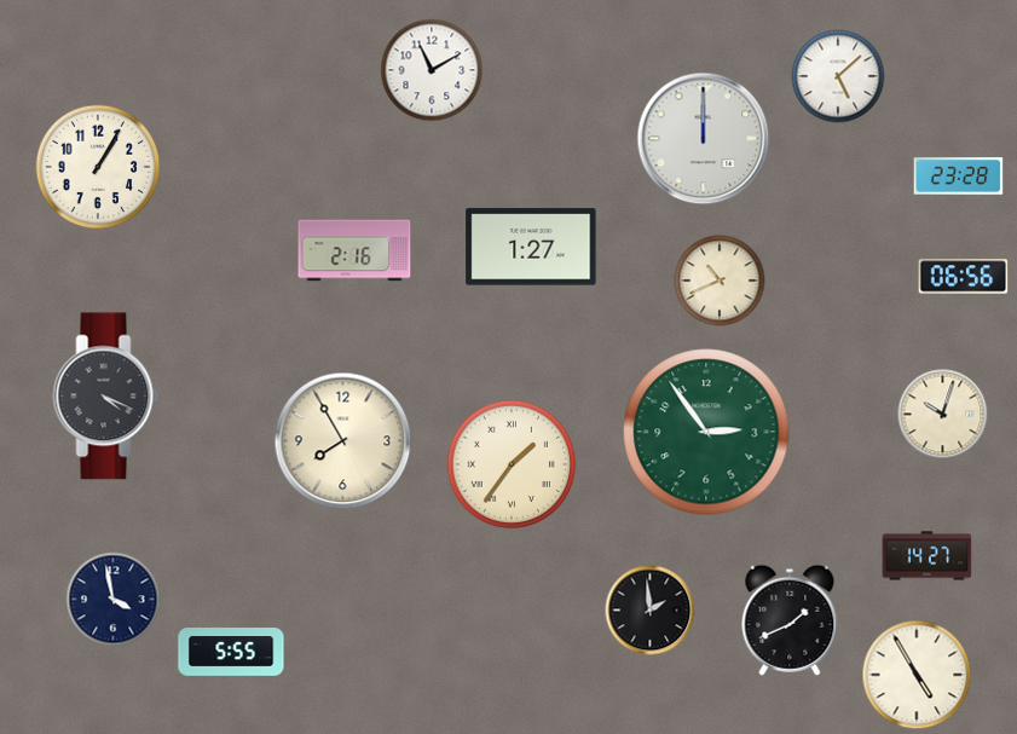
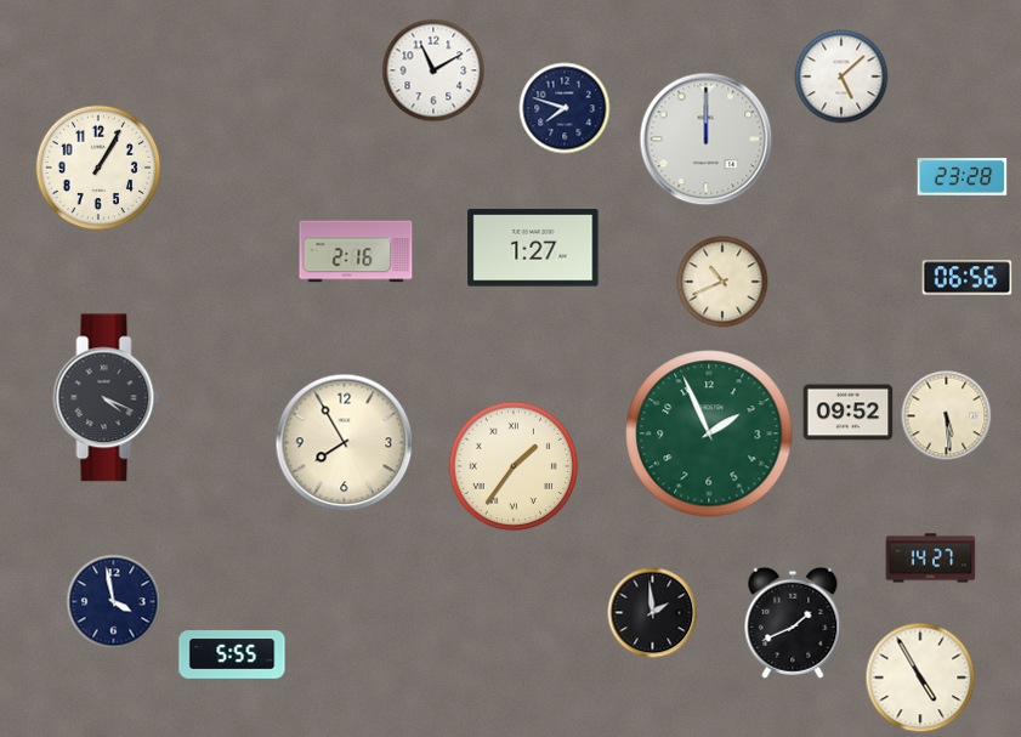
clock at (565, 108): none -> 7:48
clock at (849, 413): none -> 09:52
clock at (943, 415): 10:03 -> 5:29
clock at (706, 432): 2:54 -> 1:56
